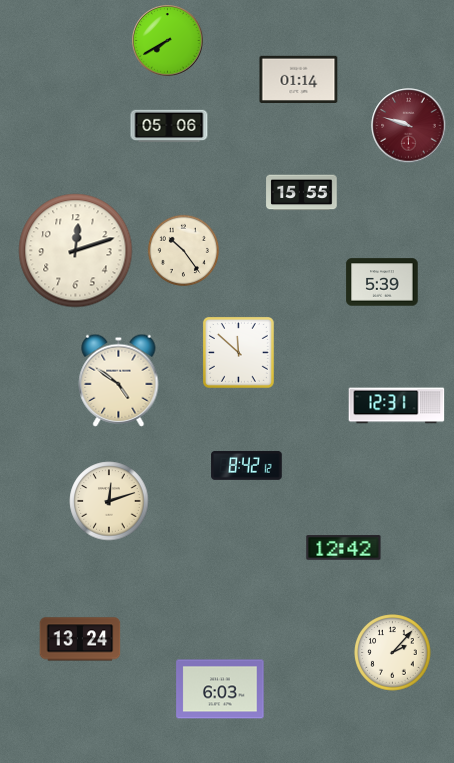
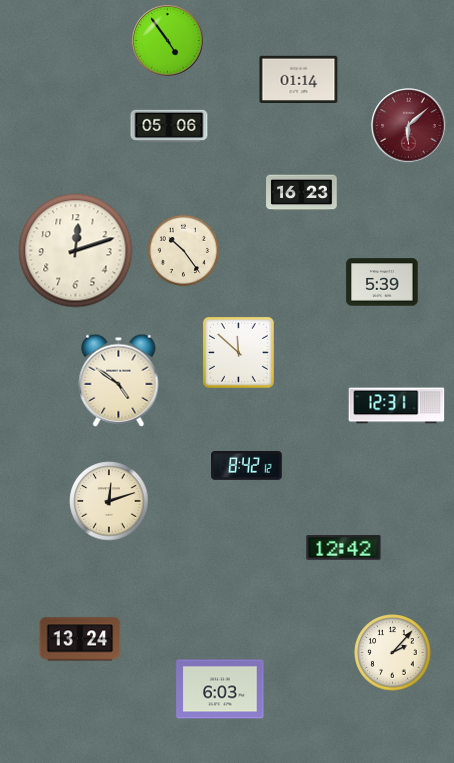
clock at (168, 41): 7:40 -> 4:54
clock at (409, 126): 9:48 -> 6:08
clock at (302, 193): 15:55 -> 16:23
